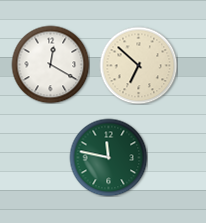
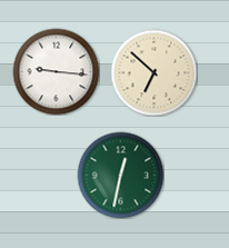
clock at (50, 64): 12:20 -> 9:16
clock at (108, 157): 11:47 -> 12:32
